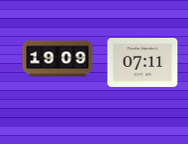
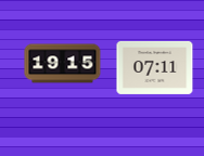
clock at (58, 59): 19:09 -> 19:15
